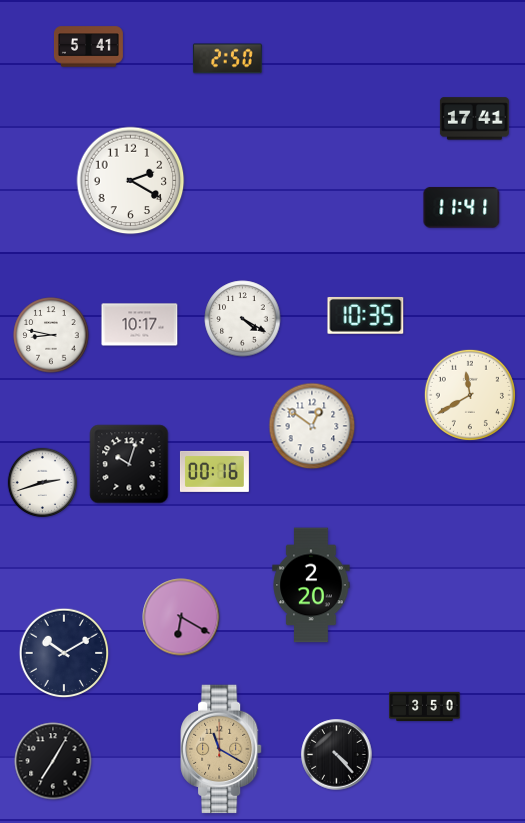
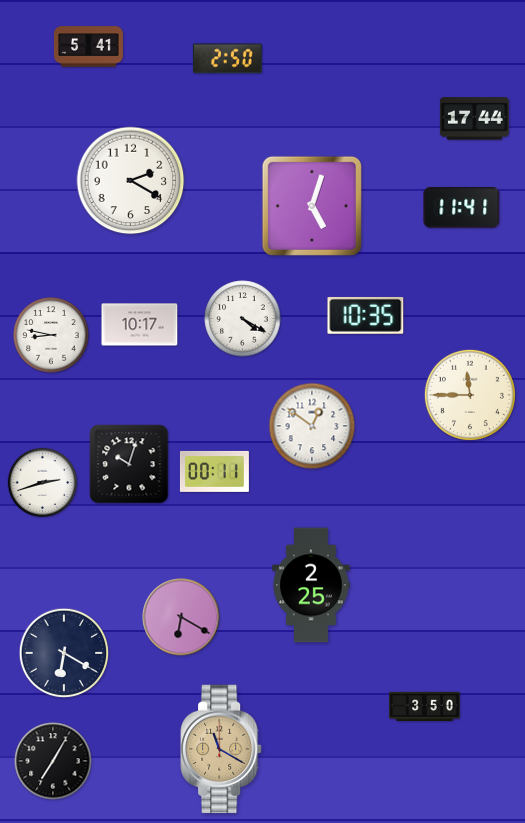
clock at (474, 119): 17:41 -> 17:44
clock at (312, 206): none -> 5:03
clock at (470, 395): 11:40 -> 11:45
clock at (214, 471): 00:16 -> 00:11
clock at (311, 585): 2:20 -> 2:25
clock at (64, 653): 10:10 -> 6:20
clock at (337, 755): 4:23 -> none
